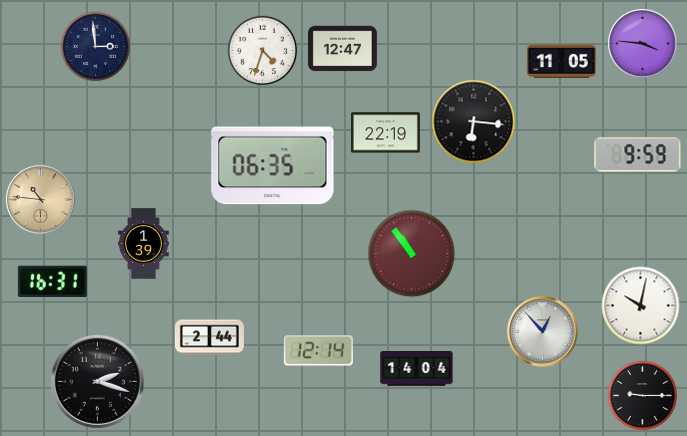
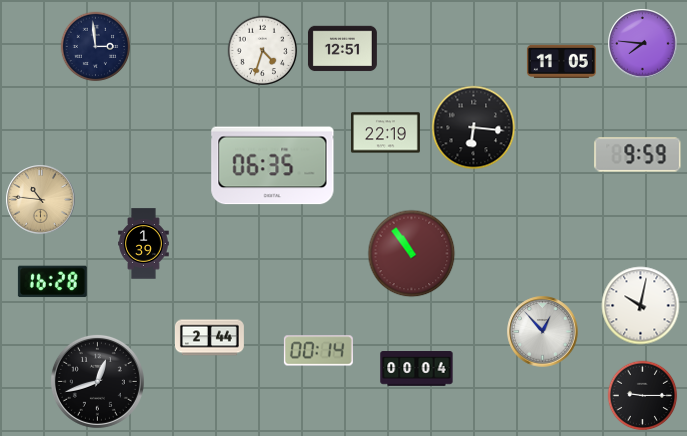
clock at (643, 44): 3:46 -> 7:46
clock at (342, 49): 12:47 -> 12:51
clock at (474, 122) position: (474, 122) -> (474, 128)
clock at (52, 282): 16:31 -> 16:28
clock at (318, 351): 12:14 -> 00:14
clock at (417, 369): 14:04 -> 00:04
clock at (97, 381): 2:18 -> 12:42
